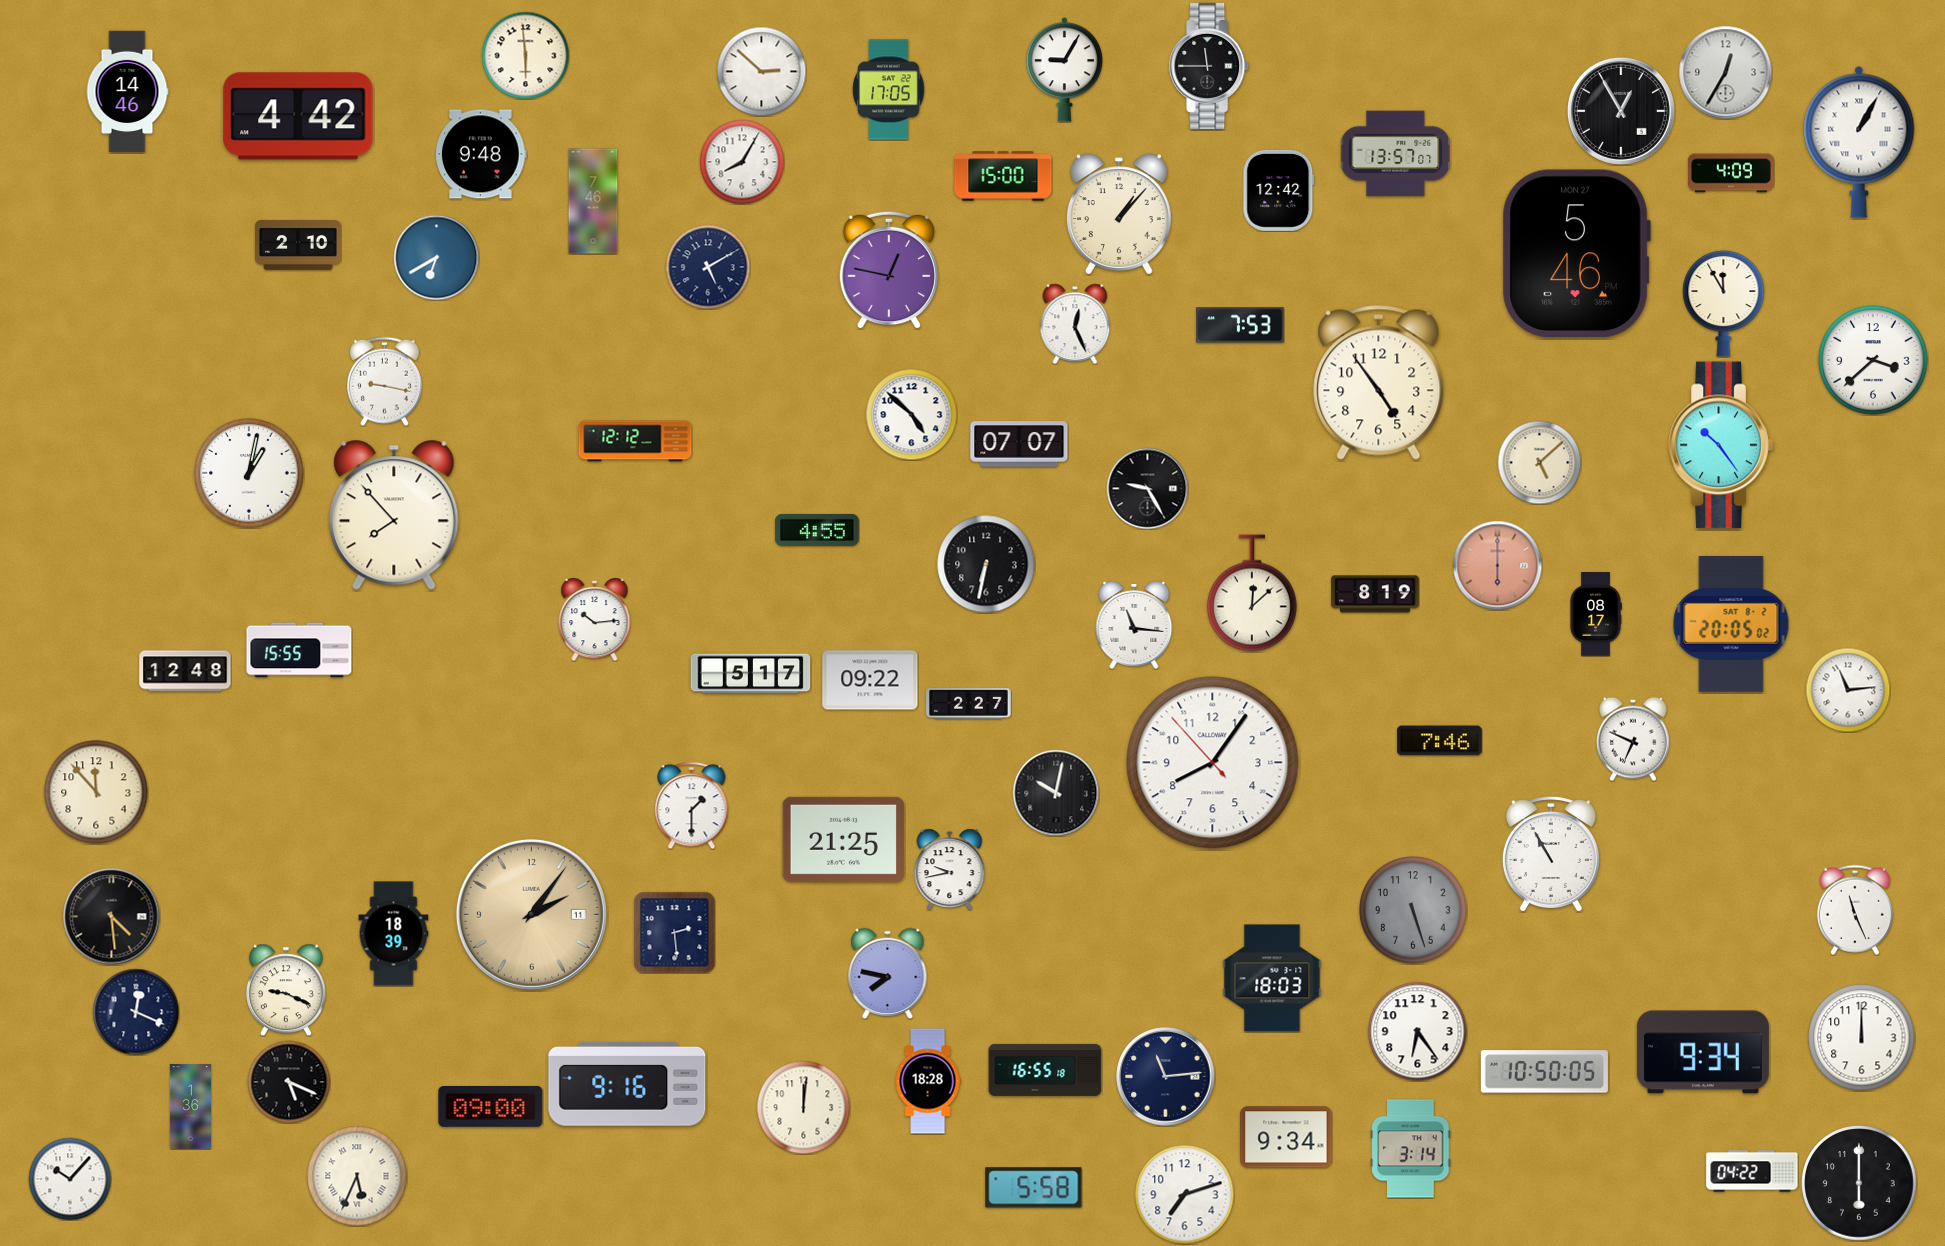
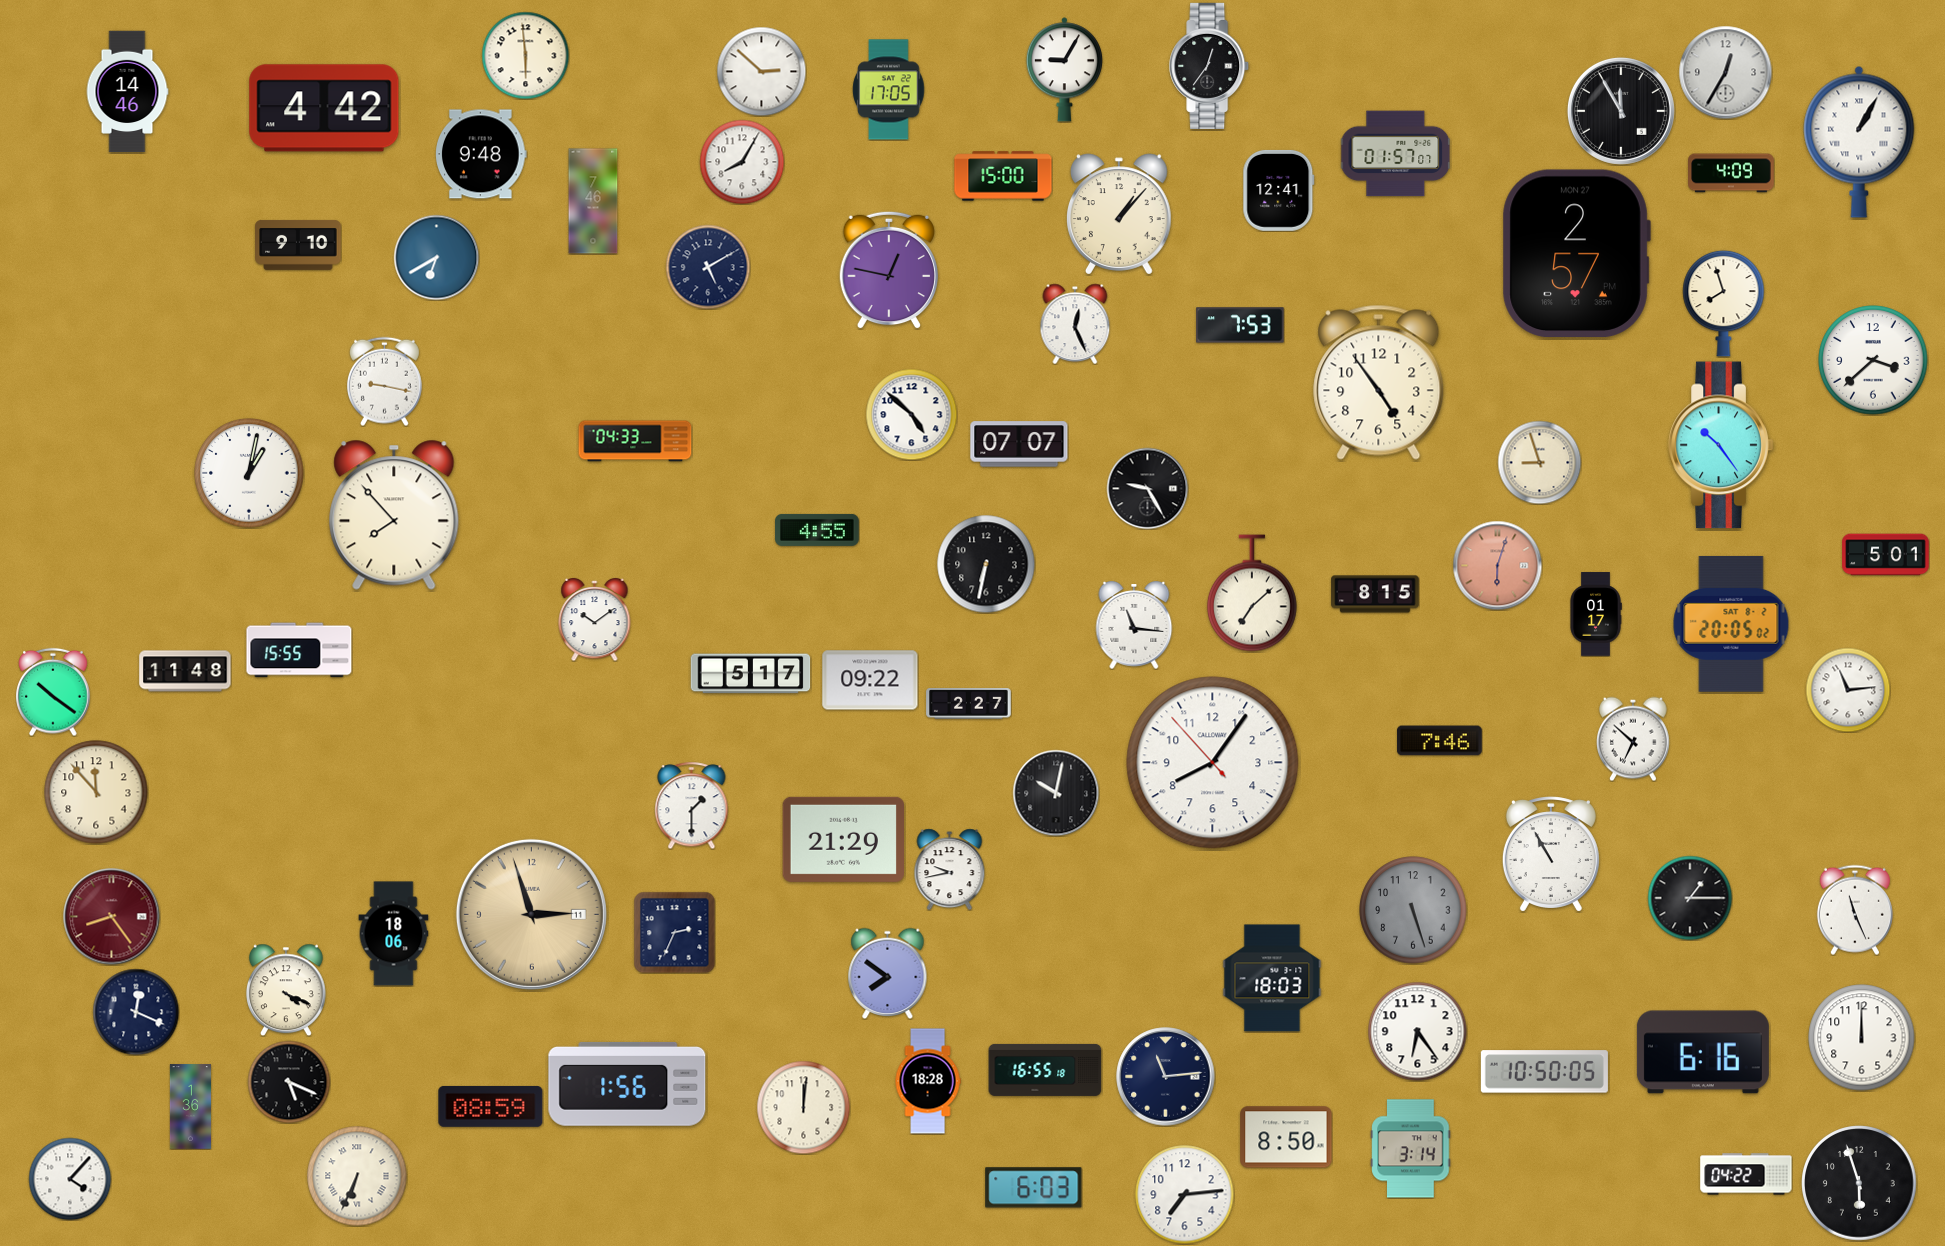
clock at (1210, 66): 11:45 -> 12:36
clock at (1621, 111): 12:55 -> 11:55
clock at (298, 116) position: (298, 116) -> (324, 108)
clock at (1396, 154): 13:57 -> 01:57
clock at (1279, 190): 12:42 -> 12:41
clock at (298, 245): 2:10 -> 9:10
clock at (1576, 253): 5:46 -> 2:57
clock at (1724, 303): 11:55 -> 7:57
clock at (635, 441): 12:12 -> 04:33
clock at (1539, 462): 5:08 -> 8:57
clock at (1886, 555): none -> 5:01
clock at (1497, 565): 6:00 -> 6:03
clock at (1252, 593): 12:08 -> 7:08
clock at (1375, 594): 8:19 -> 8:15
clock at (1596, 614): 08:17 -> 01:17
clock at (595, 619): 10:14 -> 10:09
clock at (185, 671): 12:48 -> 11:48
clock at (53, 692): none -> 10:21
clock at (1634, 739): 6:49 -> 6:52
clock at (843, 839): 21:25 -> 21:29
clock at (1690, 898): none -> 1:15
clock at (531, 914): 2:06 -> 2:57
clock at (112, 917): 4:29 -> 8:24
clock at (112, 917) dial: black -> burgundy
clock at (674, 932): 2:29 -> 2:34
clock at (394, 934): 18:39 -> 18:06
clock at (888, 973): 7:47 -> 7:51
clock at (286, 990): 9:19 -> 4:19
clock at (1703, 1052): 9:34 -> 6:16
clock at (627, 1084): 9:16 -> 1:56
clock at (491, 1106): 09:00 -> 08:59
clock at (1286, 1137): 9:34 -> 8:50
clock at (1752, 1171) position: (1752, 1171) -> (1746, 1174)
clock at (357, 1176): 5:34 -> 6:34
clock at (70, 1179): 10:07 -> 4:07
clock at (1859, 1183): 6:00 -> 5:57
clock at (1034, 1188): 5:58 -> 6:03
clock at (1185, 1195): 7:12 -> 7:14
